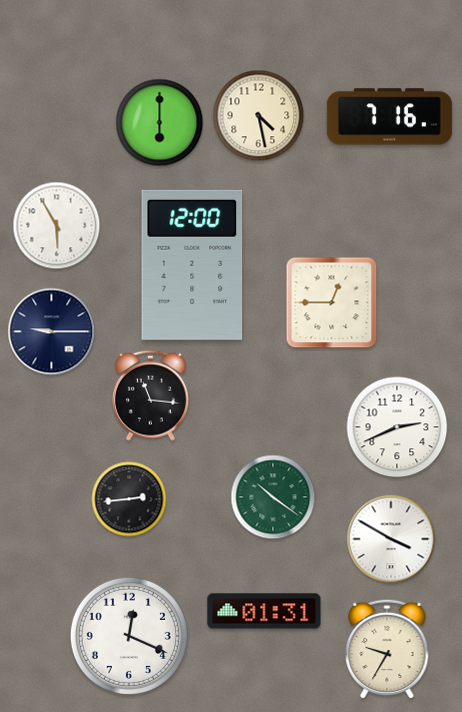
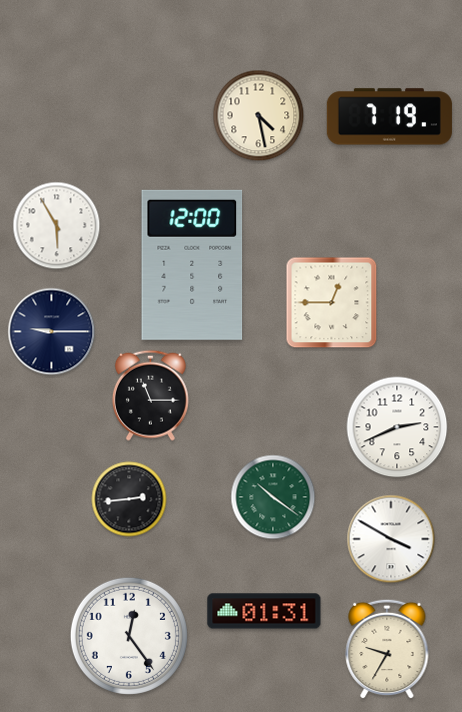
clock at (389, 117): 7:16 -> 7:19
clock at (160, 123): 6:00 -> none
clock at (150, 395): 11:16 -> 11:15
clock at (129, 636): 12:19 -> 12:24
